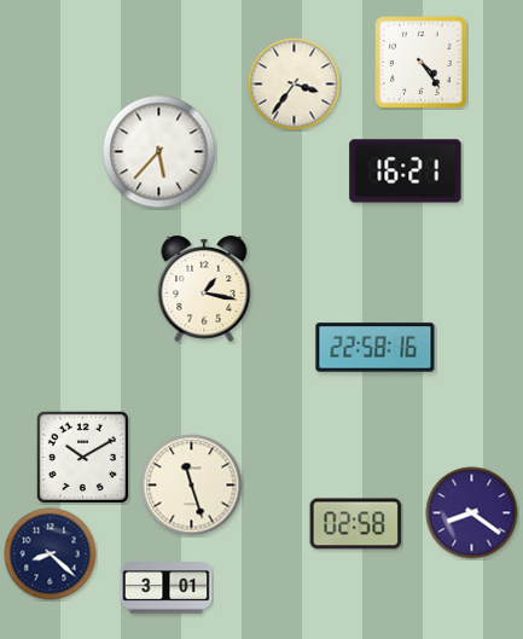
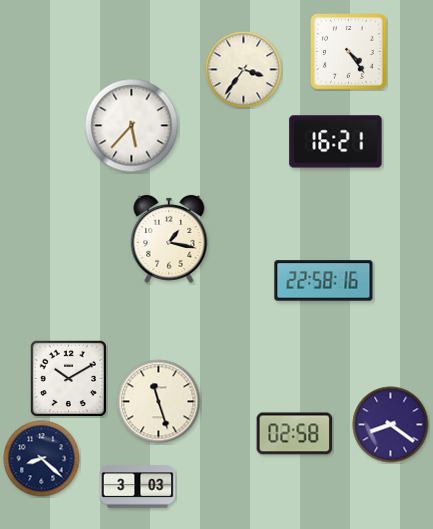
clock at (376, 348) position: (376, 348) -> (324, 281)
clock at (167, 588): 3:01 -> 3:03
